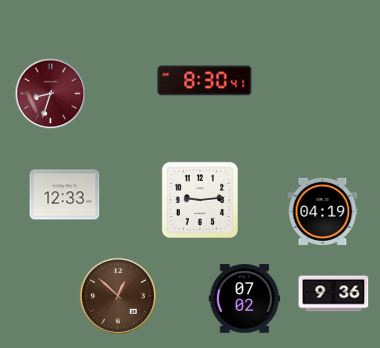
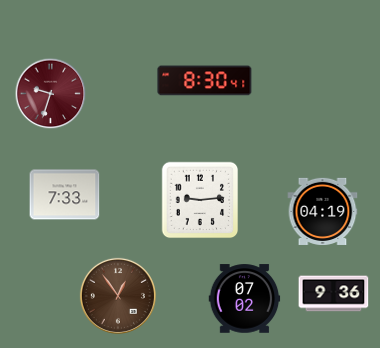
clock at (51, 94): 8:33 -> 9:33
clock at (65, 195): 12:33 -> 7:33
clock at (118, 296): 12:52 -> 12:54
